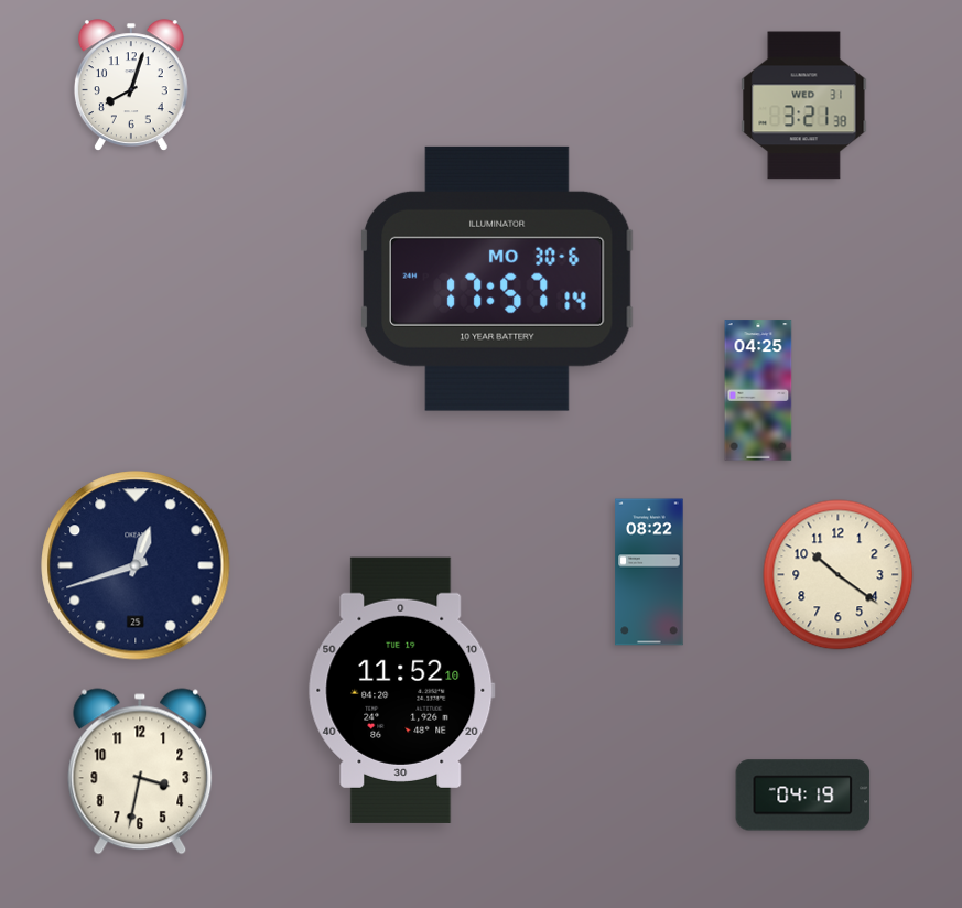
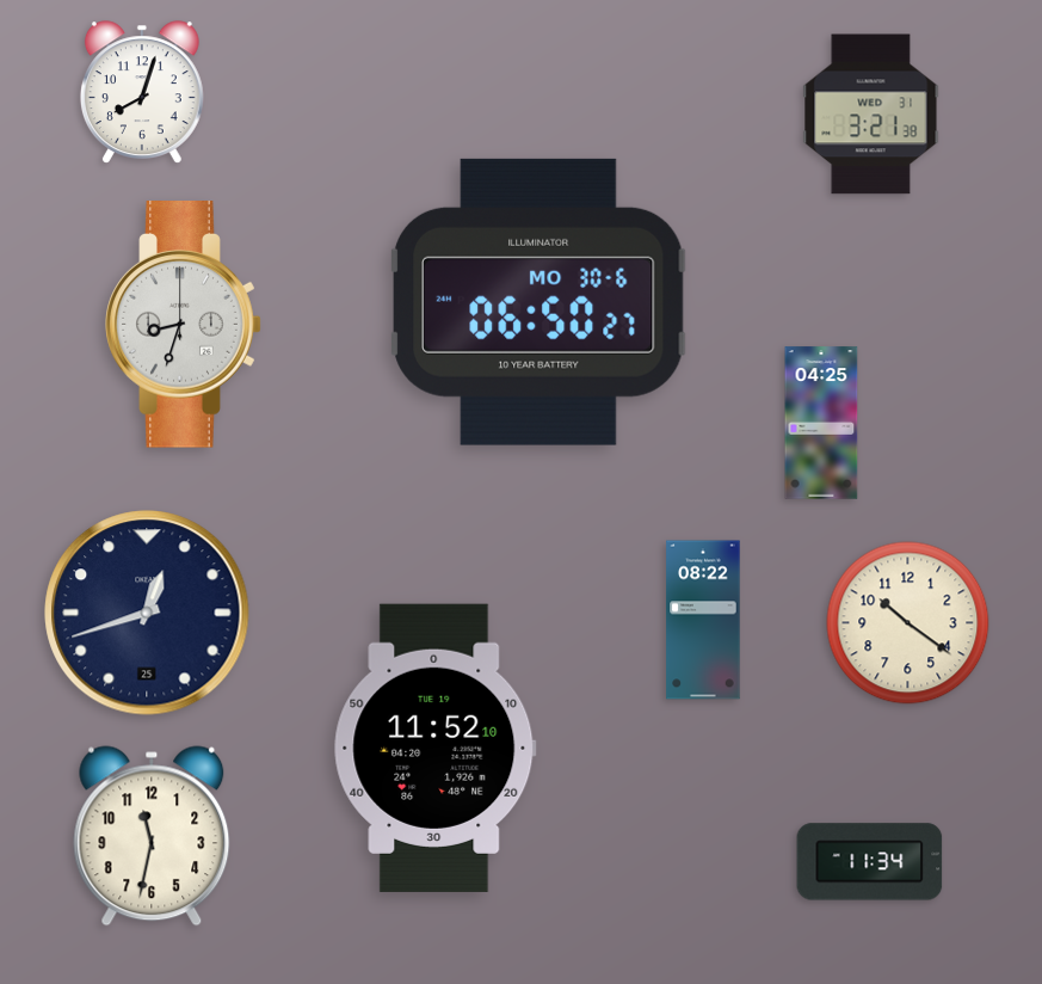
clock at (497, 279): 17:57 -> 06:50
clock at (184, 325): none -> 8:33
clock at (140, 771): 3:32 -> 11:32
clock at (803, 796): 04:19 -> 11:34
